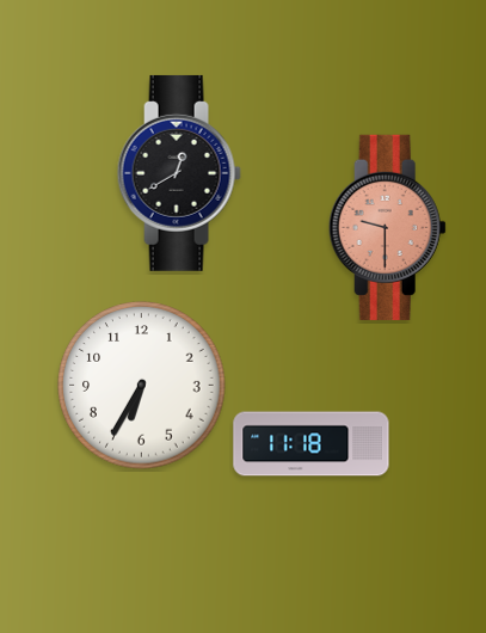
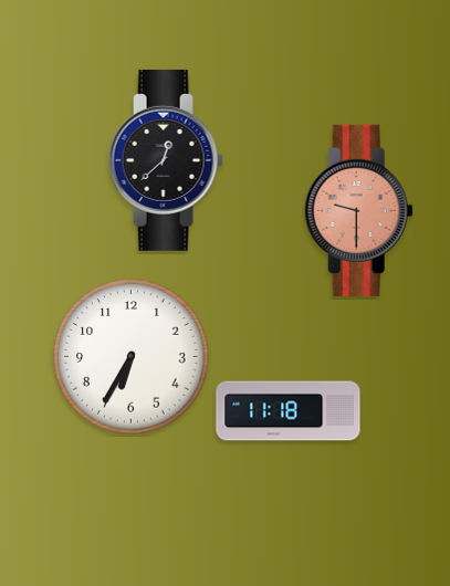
clock at (179, 173): 12:40 -> 12:38
